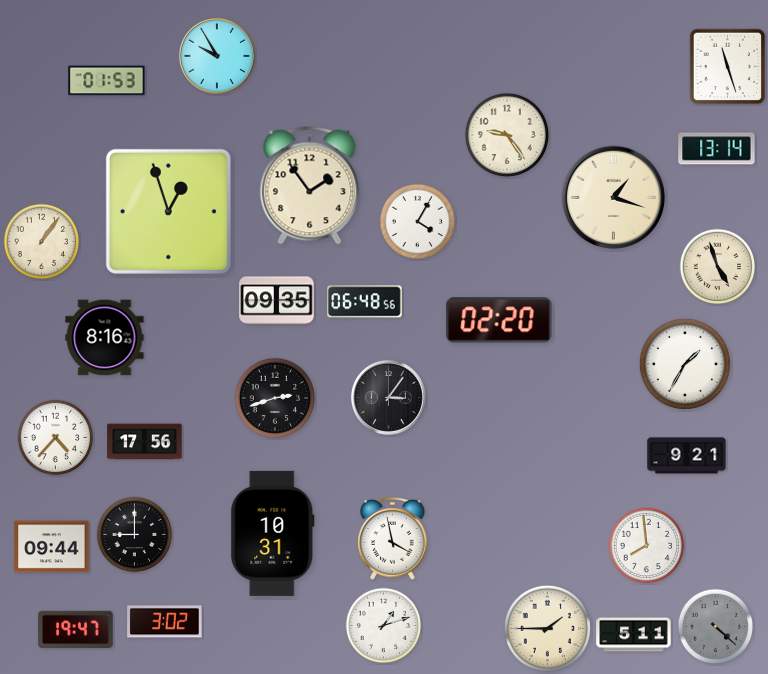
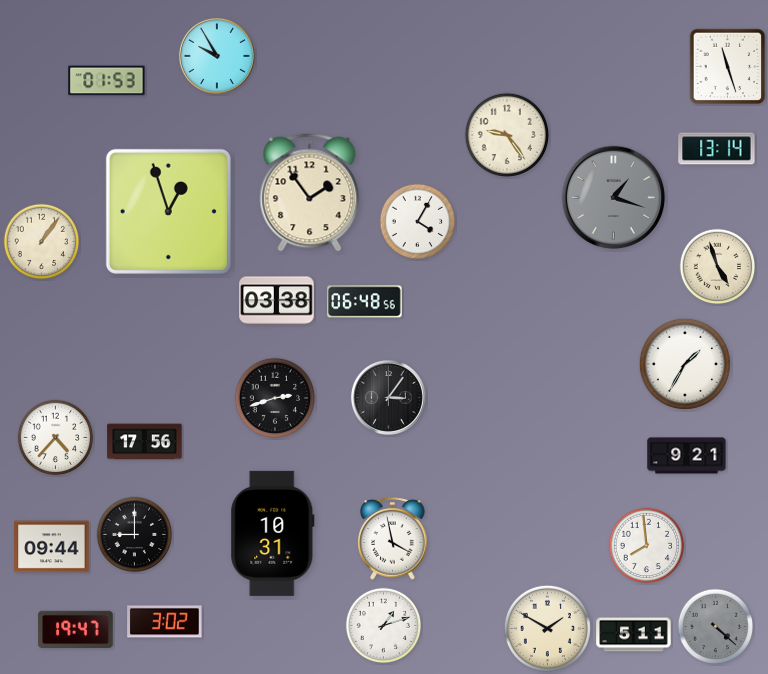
clock at (310, 186) position: (310, 186) -> (310, 193)
clock at (614, 198) dial: cream -> grey
clock at (277, 301): 09:35 -> 03:38
clock at (499, 320): 02:20 -> none
clock at (105, 338): 8:16 -> none
clock at (547, 628): 1:45 -> 1:50
